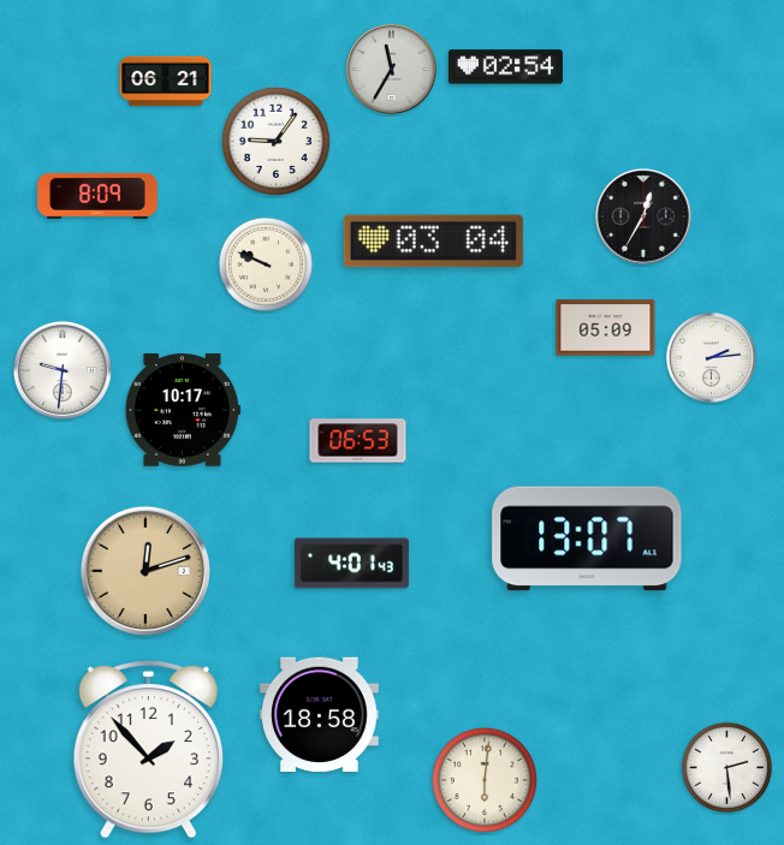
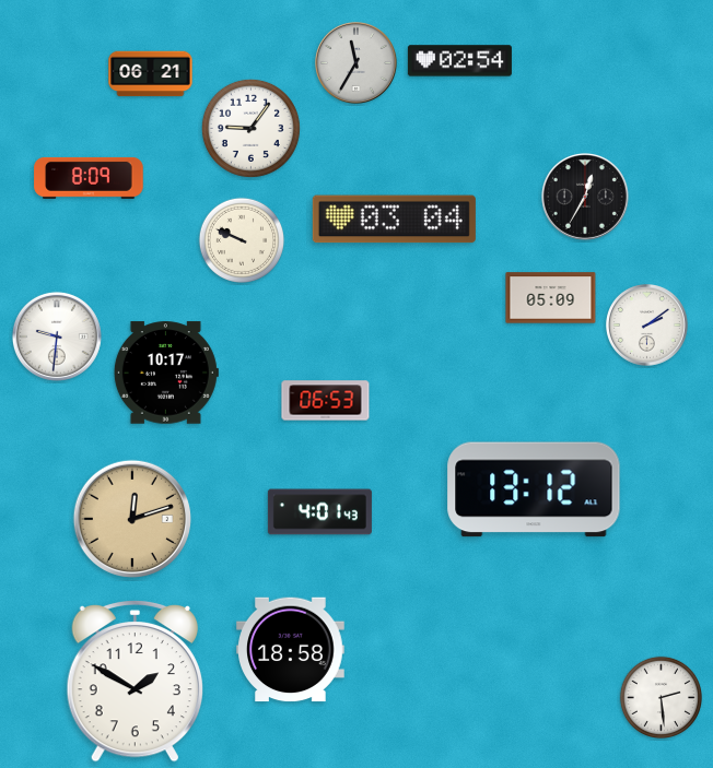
clock at (712, 358): 2:14 -> 2:09
clock at (587, 538): 13:07 -> 13:12
clock at (148, 749): 1:53 -> 1:50
clock at (485, 780): 6:01 -> none
